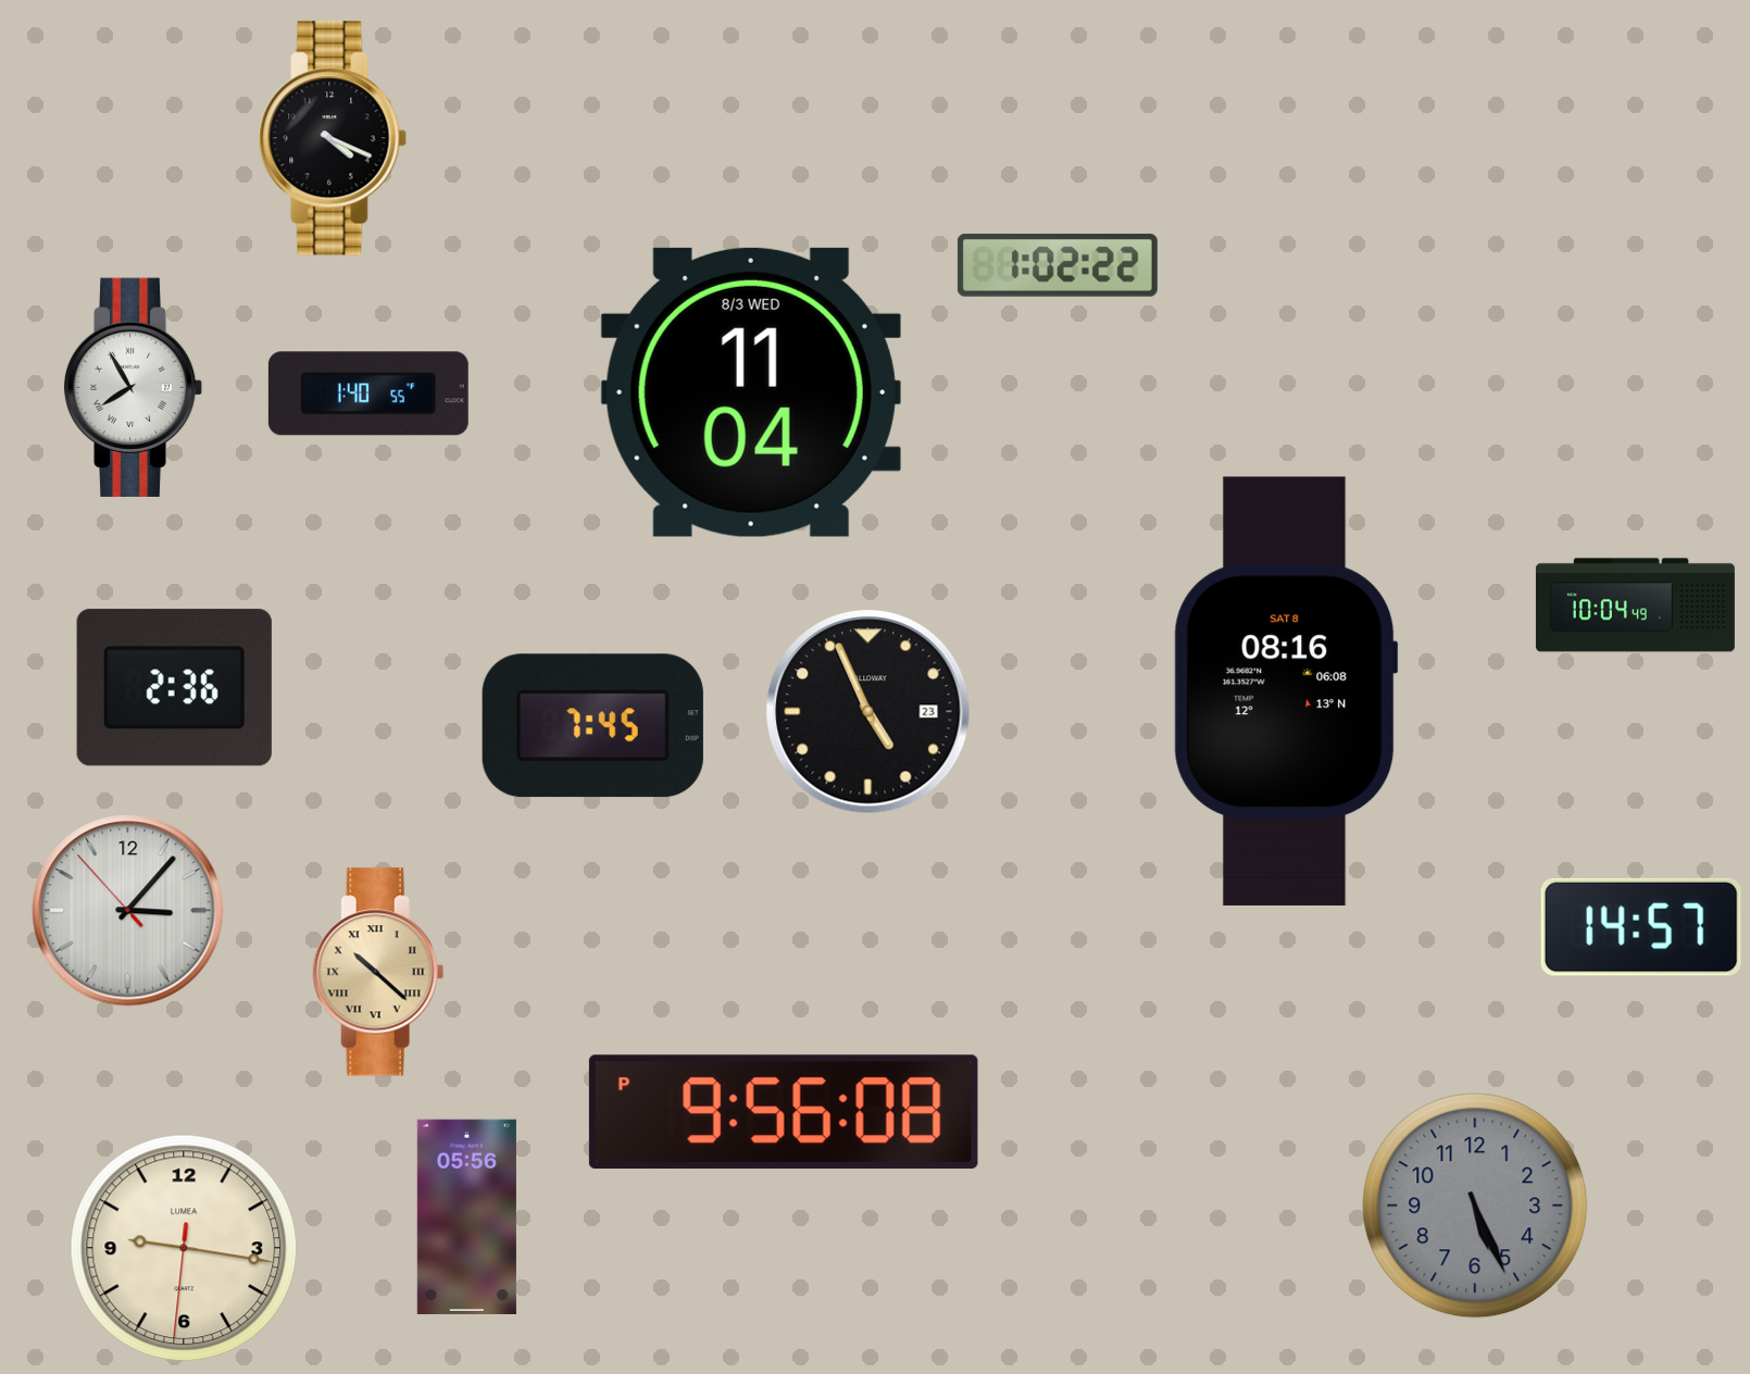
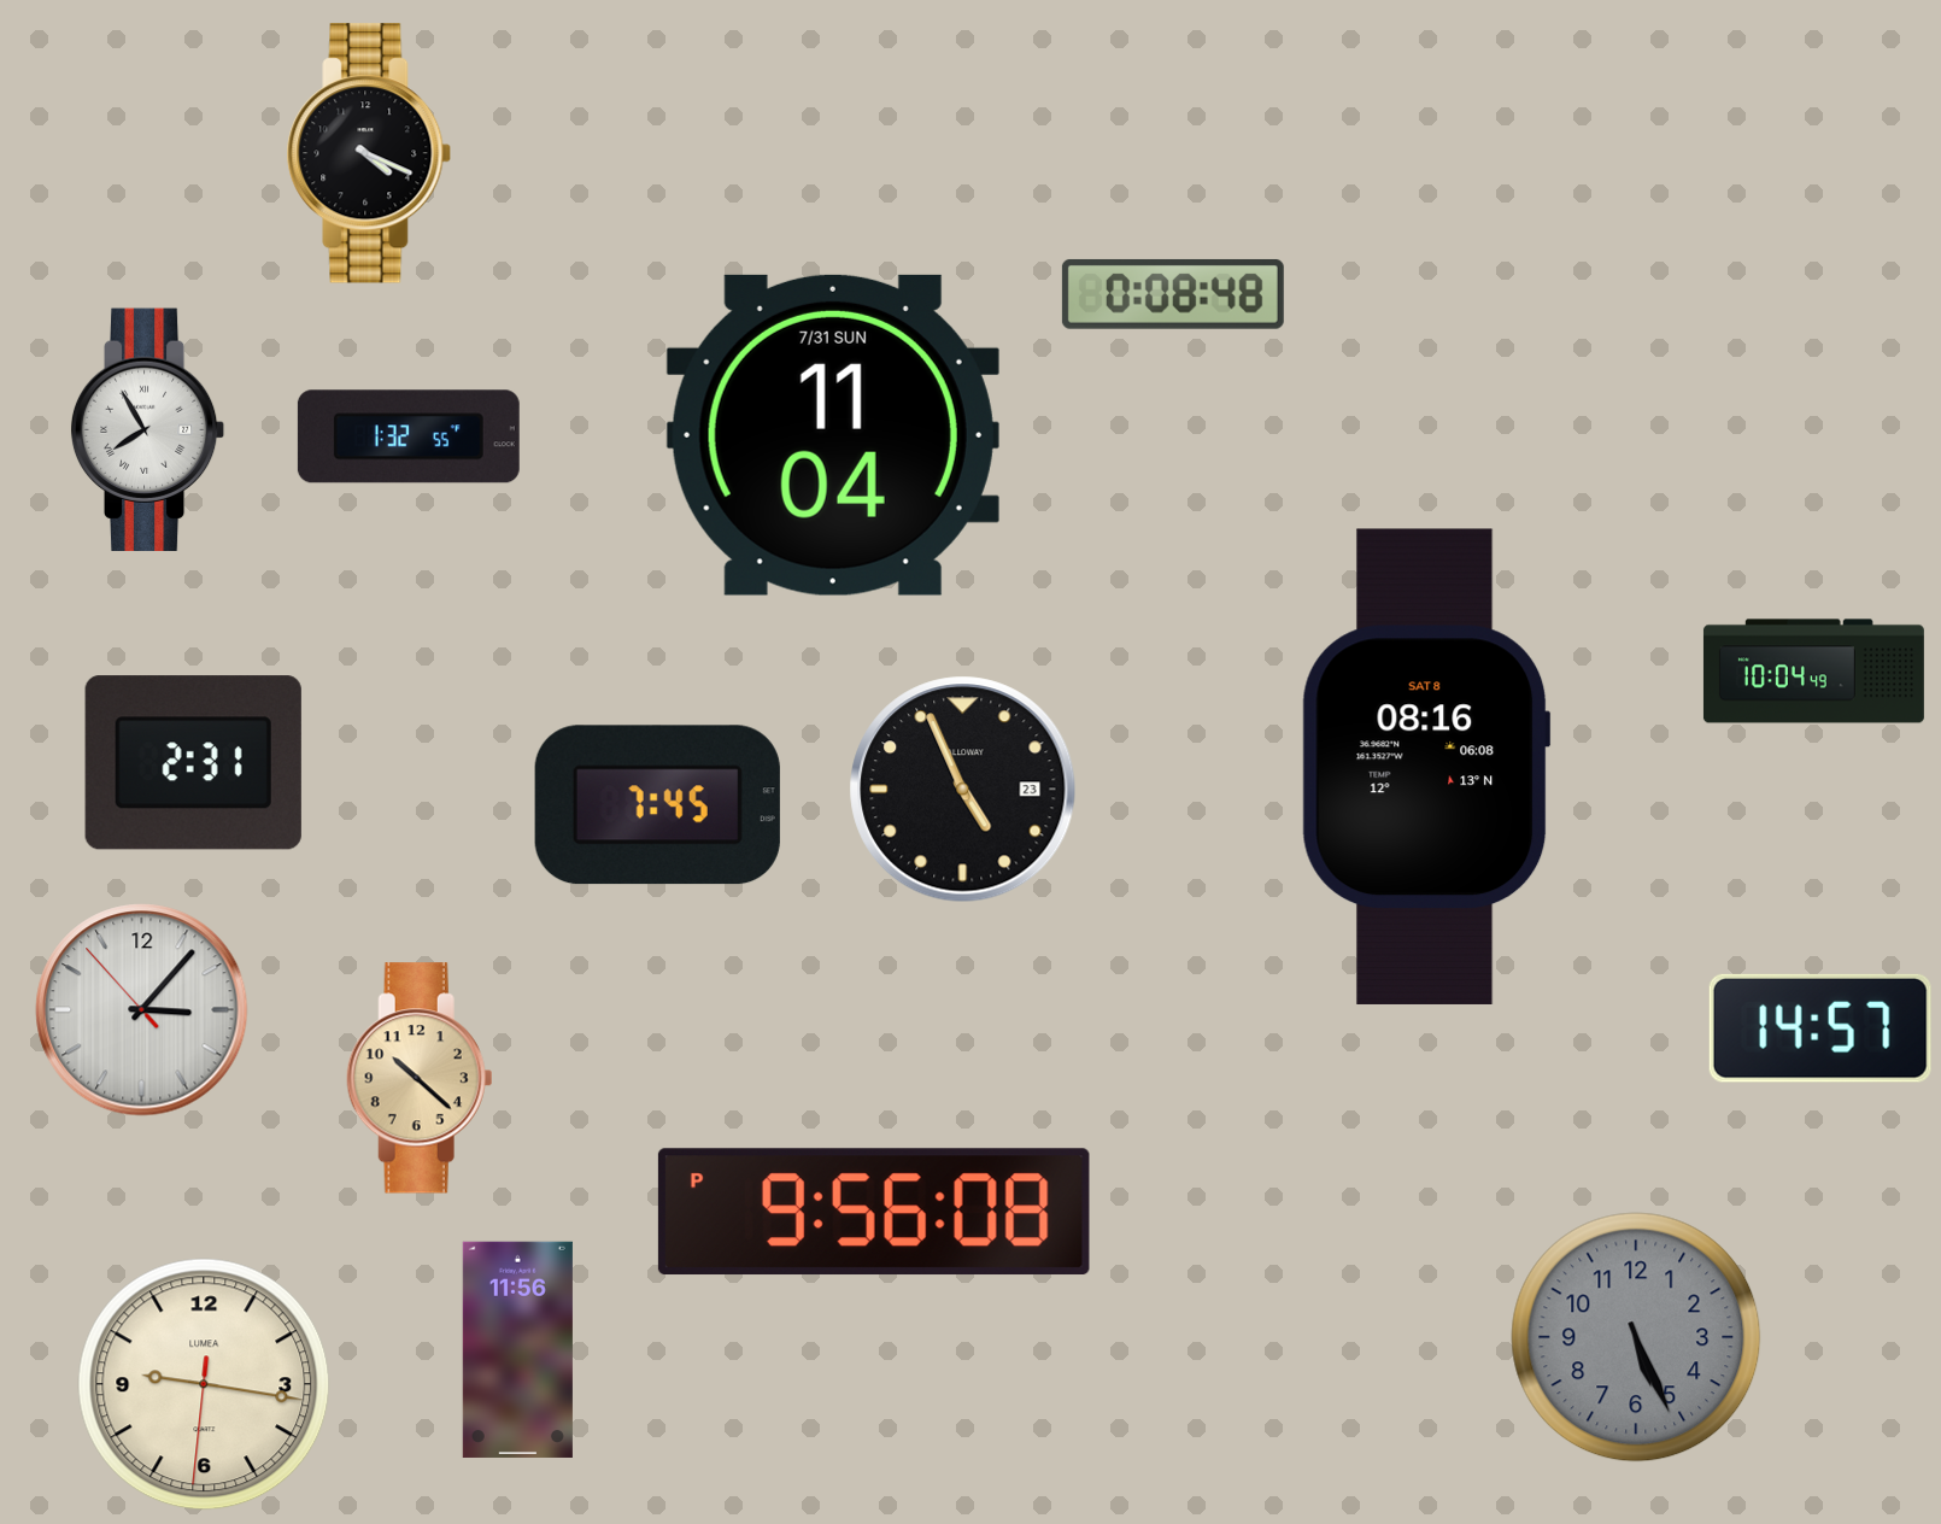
clock at (1058, 265): 1:02 -> 0:08
clock at (751, 392) date: 8/3 WED -> 7/31 SUN
clock at (368, 394): 1:40 -> 1:32
clock at (174, 688): 2:36 -> 2:31
clock at (378, 972) numerals: Roman -> Arabic
clock at (784, 1112) position: (784, 1112) -> (874, 1212)
clock at (466, 1216): 05:56 -> 11:56
